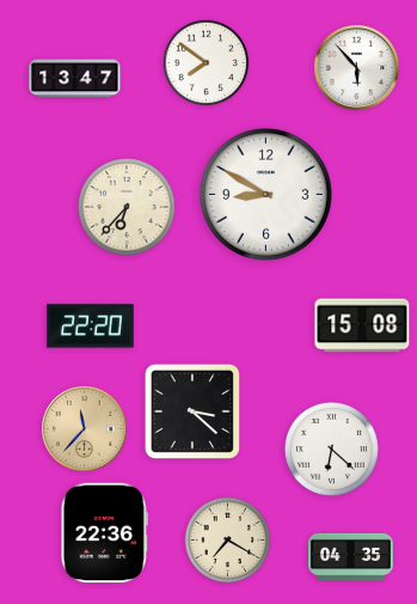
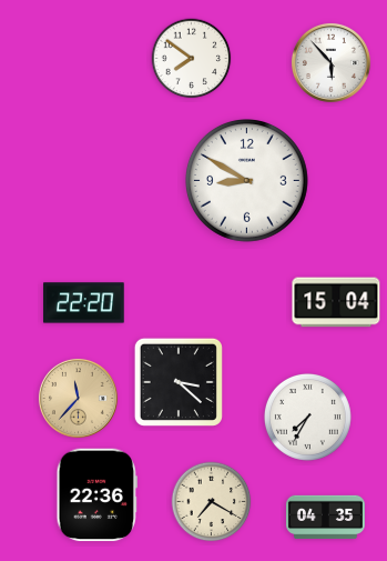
clock at (75, 79): 13:47 -> none
clock at (127, 207): 6:37 -> none
clock at (362, 325): 15:08 -> 15:04
clock at (331, 449): 6:22 -> 7:35
